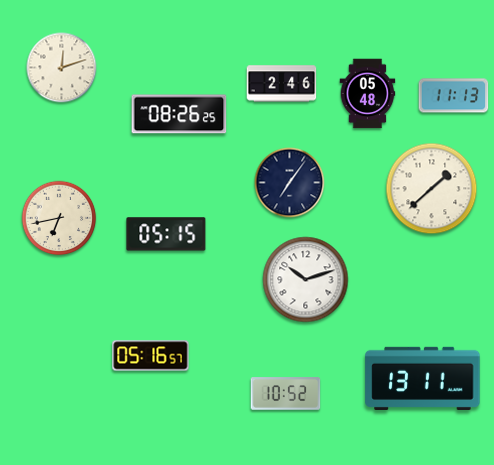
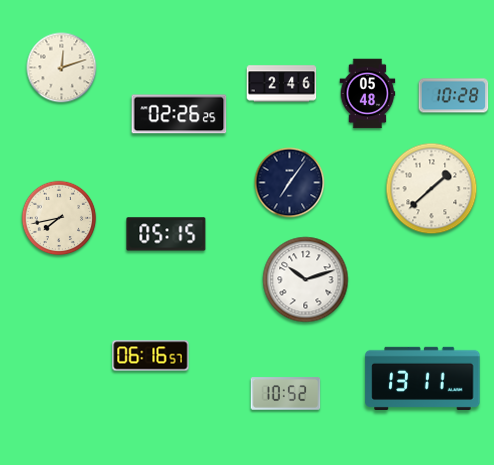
clock at (454, 96): 11:13 -> 10:28
clock at (179, 114): 08:26 -> 02:26
clock at (59, 218): 6:43 -> 7:43
clock at (151, 356): 05:16 -> 06:16
